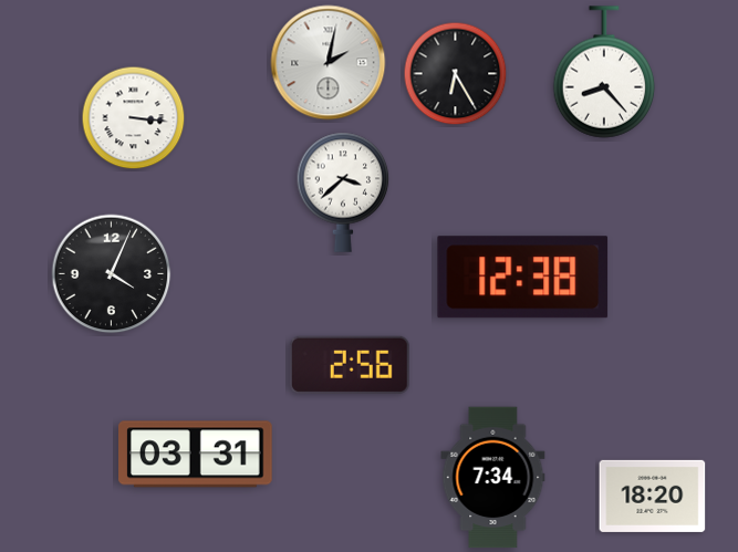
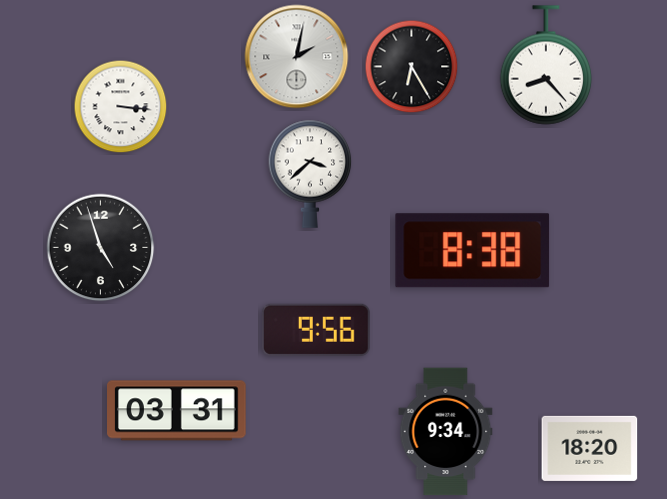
clock at (112, 274): 4:04 -> 4:57
clock at (523, 278): 12:38 -> 8:38
clock at (350, 365): 2:56 -> 9:56
clock at (493, 478): 7:34 -> 9:34
